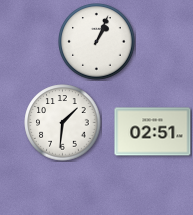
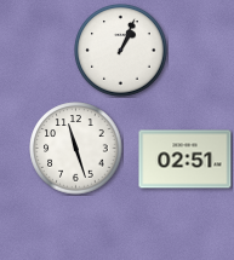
clock at (97, 42) position: (97, 42) -> (121, 51)
clock at (63, 123): 1:31 -> 11:27
